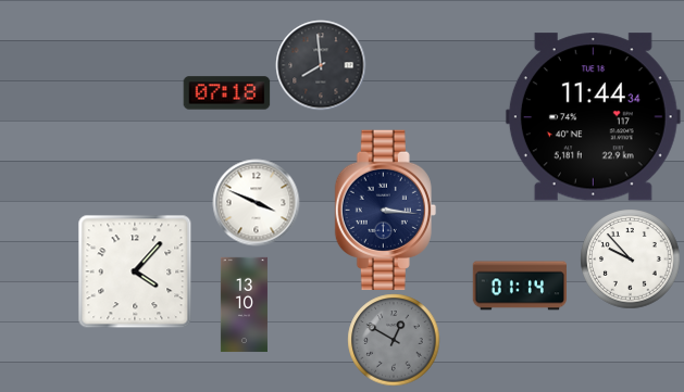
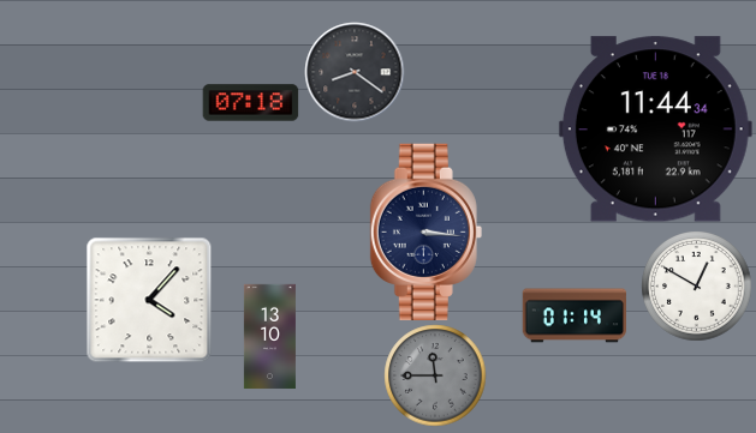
clock at (321, 65): 7:59 -> 8:21
clock at (256, 202): 3:49 -> none
clock at (630, 258): 9:53 -> 12:50
clock at (394, 340): 12:50 -> 11:45
